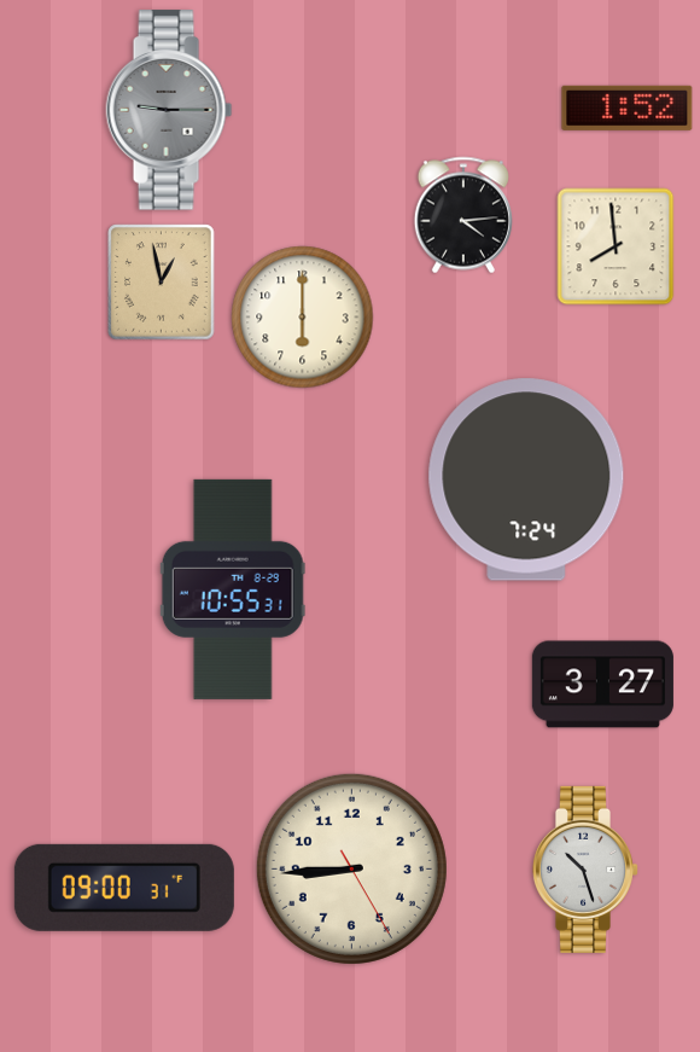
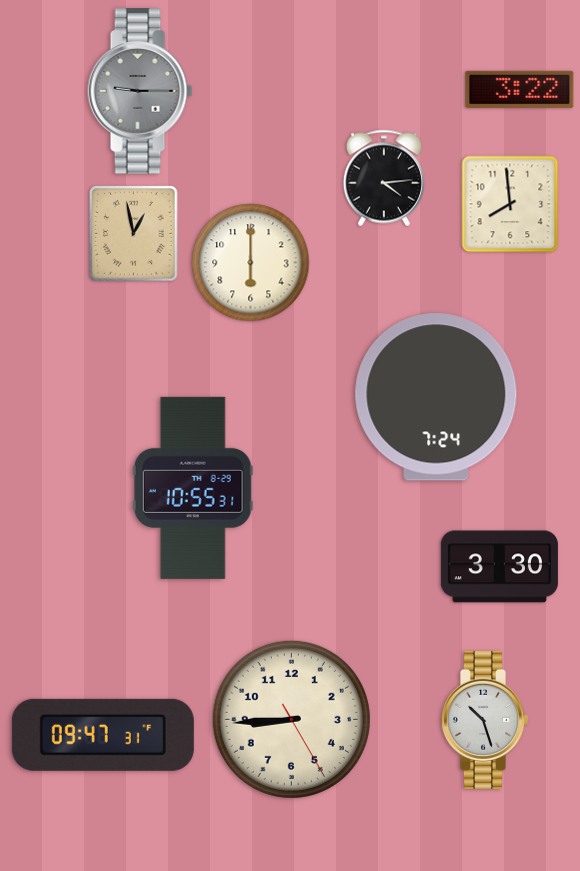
clock at (628, 107): 1:52 -> 3:22
clock at (602, 685): 3:27 -> 3:30
clock at (124, 888): 09:00 -> 09:47
